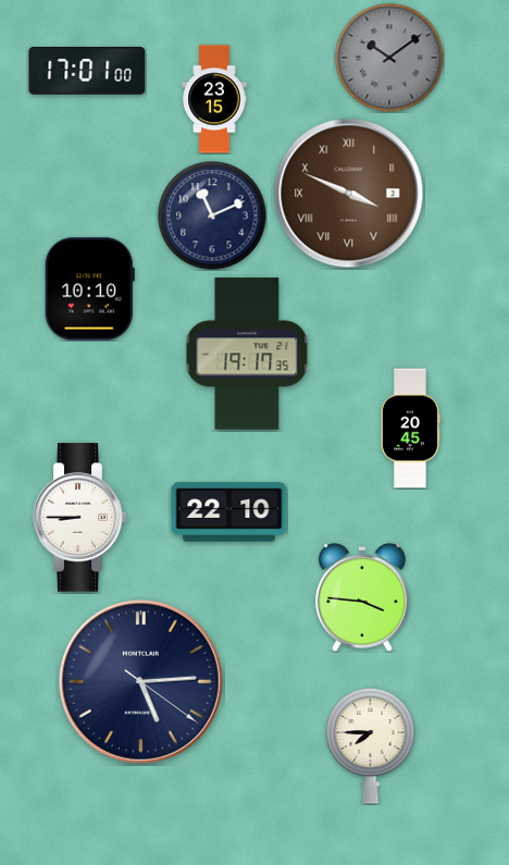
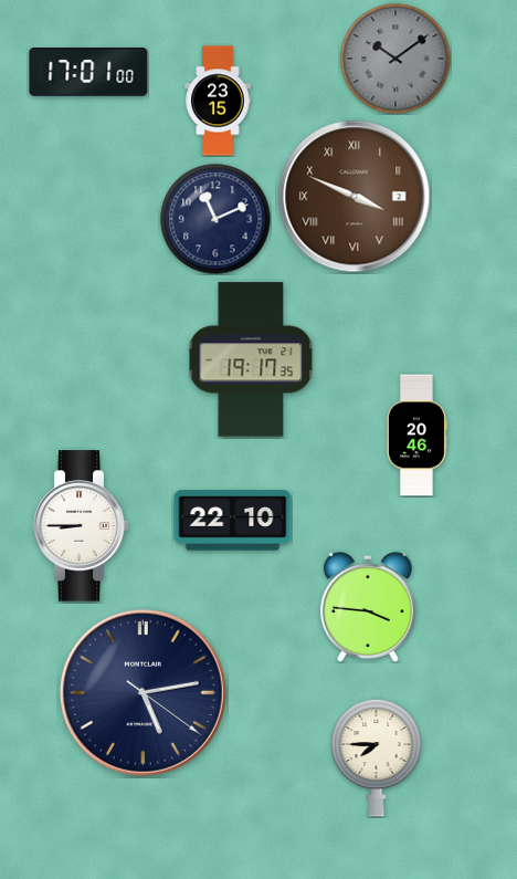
clock at (89, 289): 10:10 -> none
clock at (410, 429): 20:45 -> 20:46
clock at (140, 681): 5:14 -> 5:13
